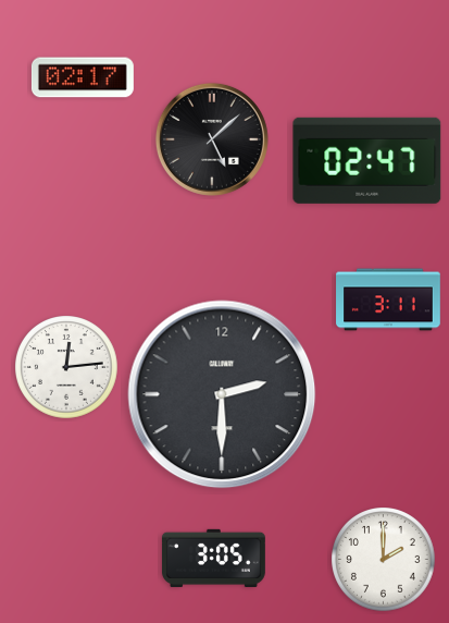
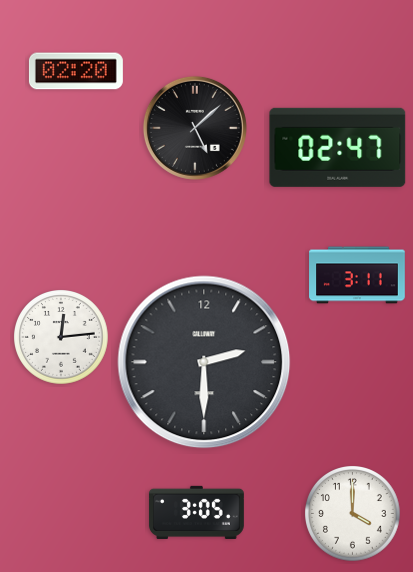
clock at (83, 77): 02:17 -> 02:20
clock at (384, 560): 2:00 -> 4:00
